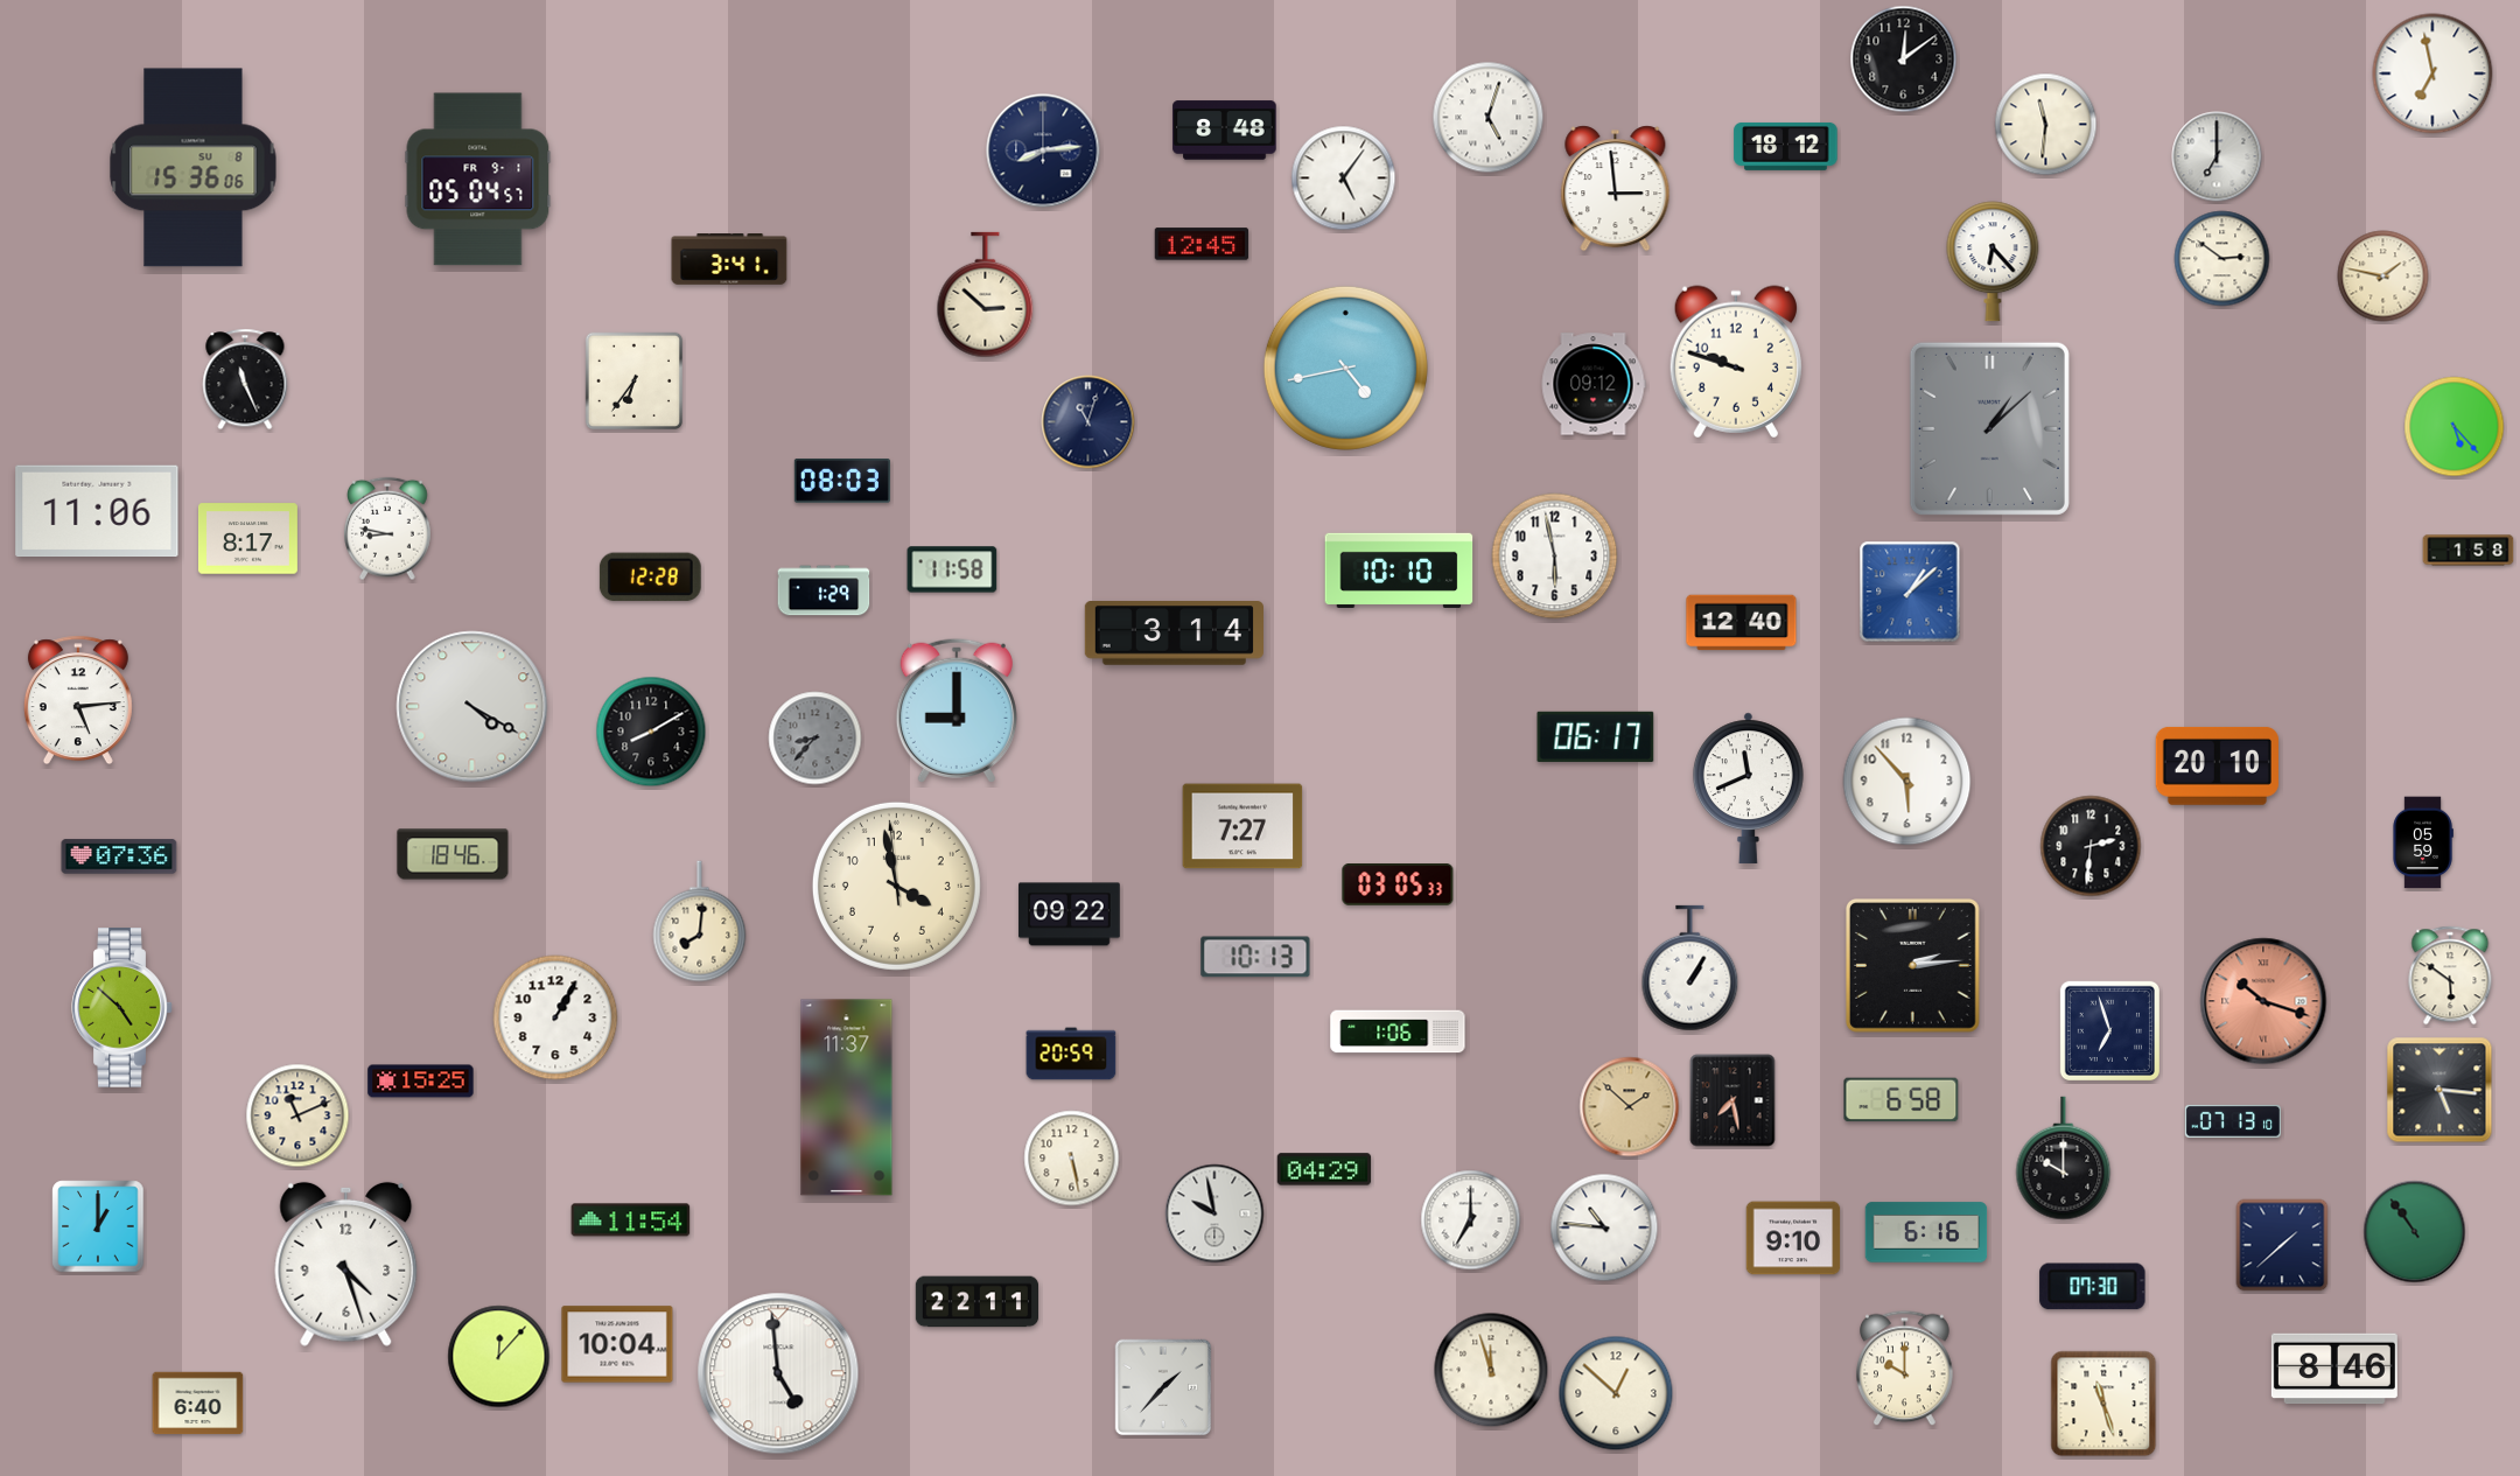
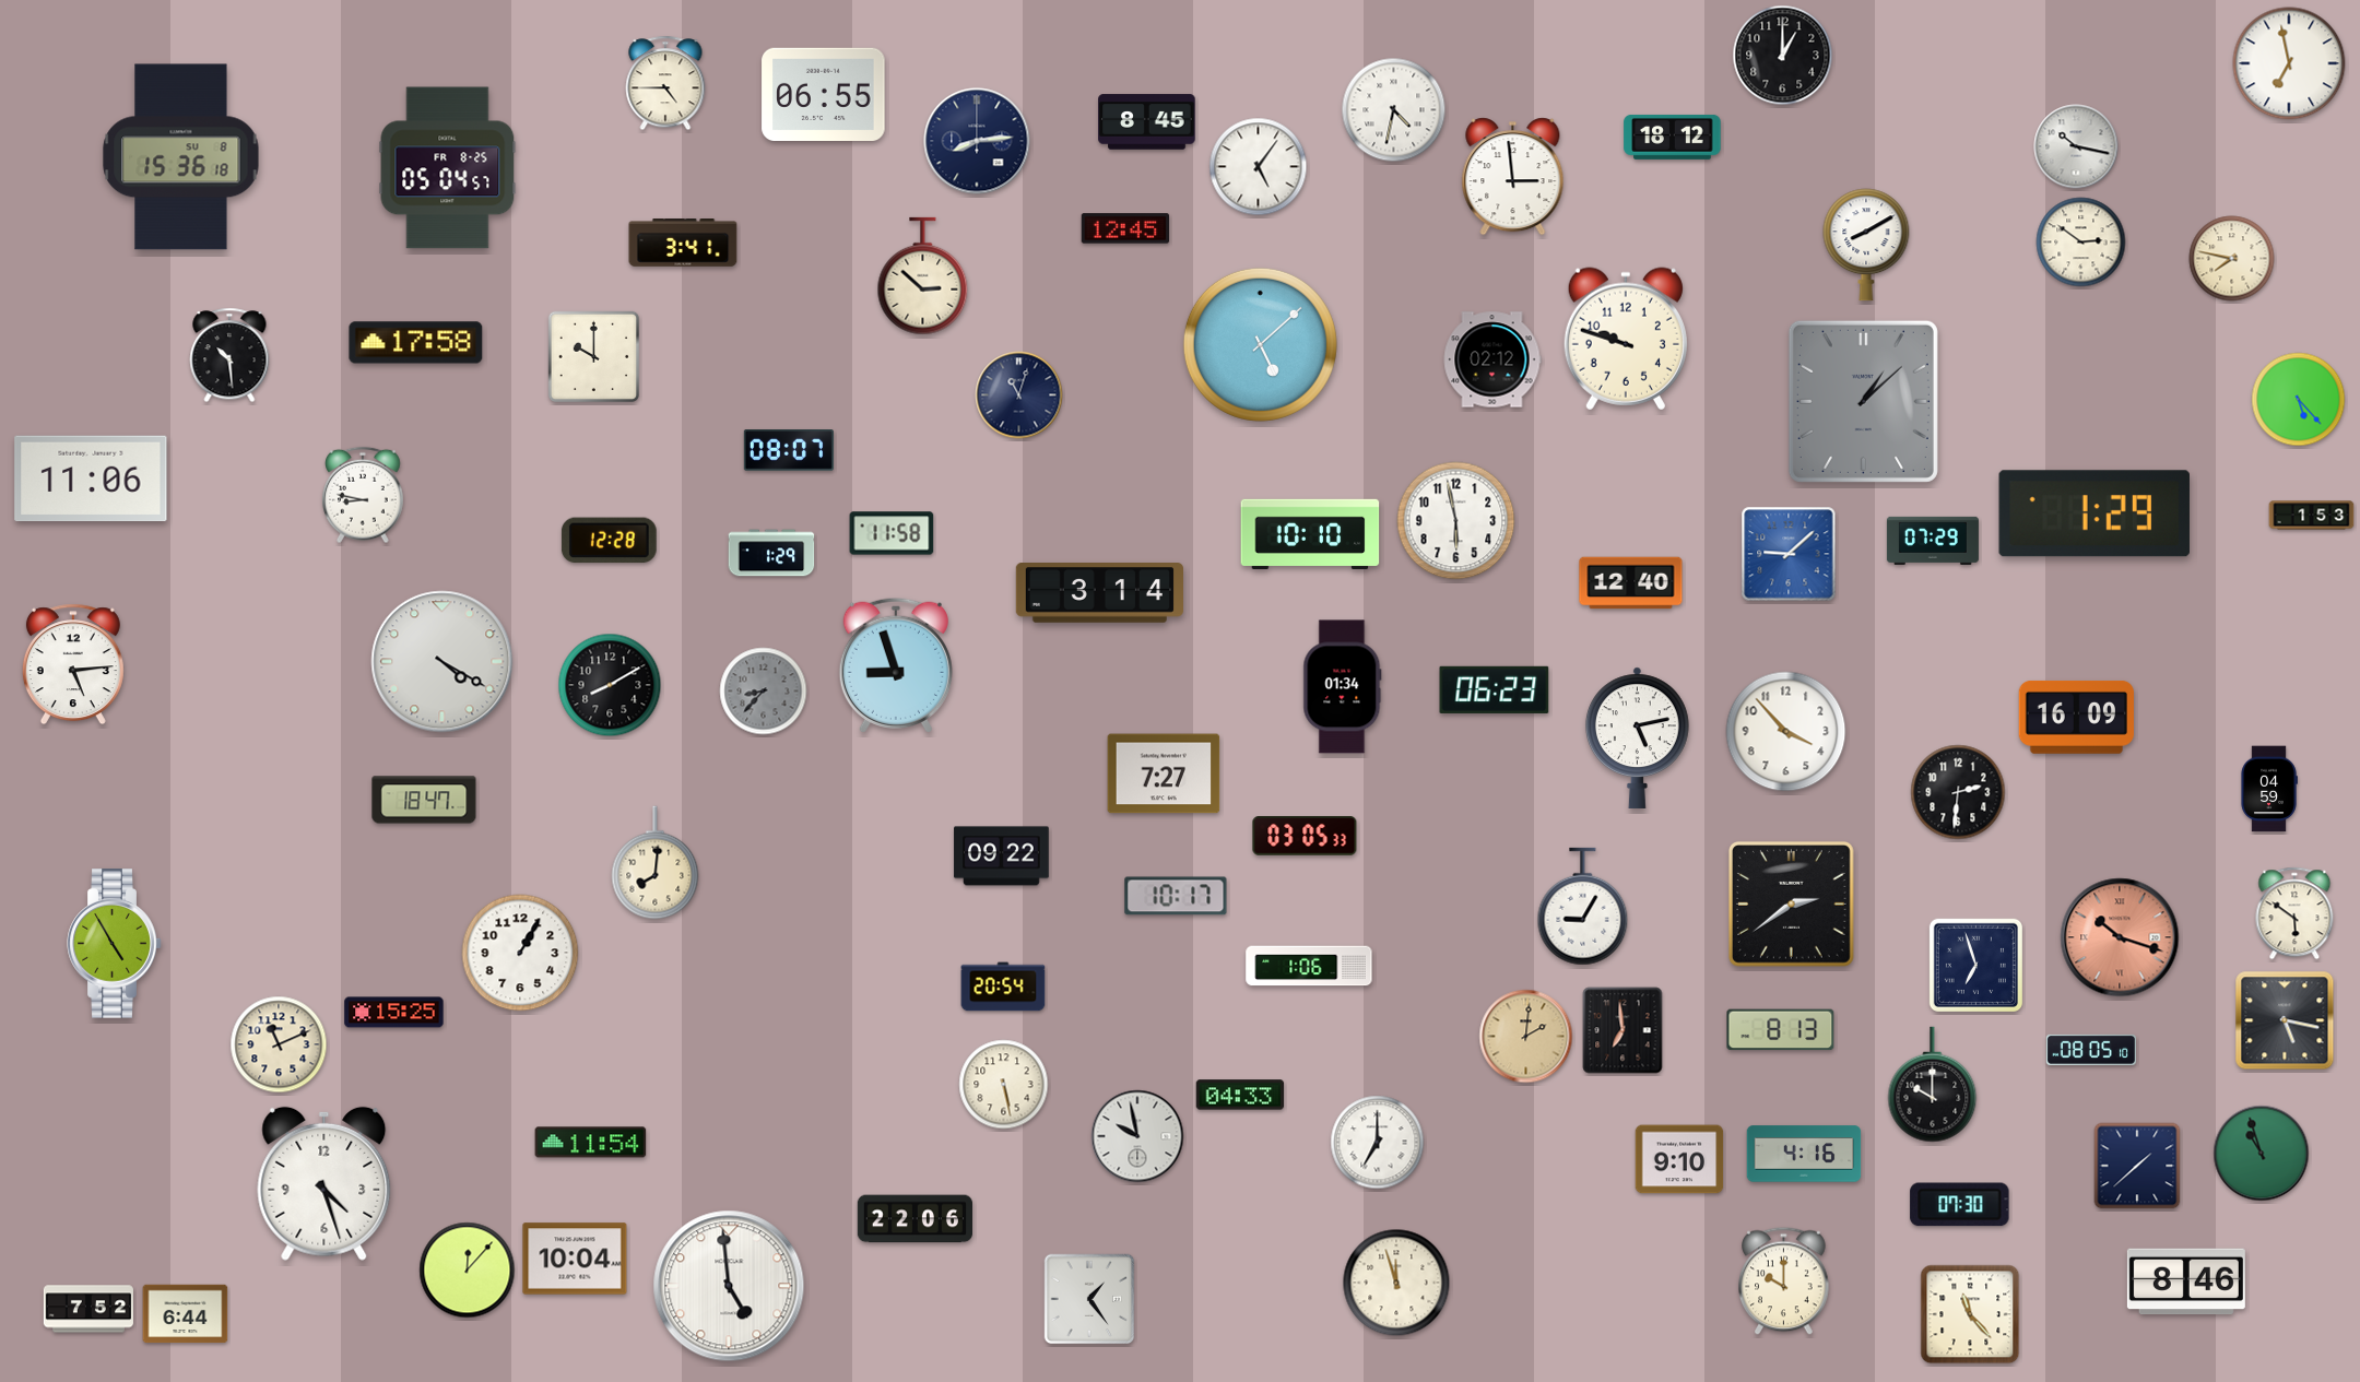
clock at (1904, 60): 12:09 -> 1:00
clock at (2432, 74) position: (2432, 74) -> (2289, 63)
clock at (665, 83): none -> 4:45
clock at (824, 94): none -> 06:55
clock at (1489, 118): 5:03 -> 4:32
clock at (2046, 125): 11:31 -> none
clock at (1225, 131): 8:48 -> 8:45
clock at (2217, 156): 7:00 -> 10:17
clock at (194, 168): 15:36:06 -> 15:36:18
clock at (478, 180) date: FR 9-1 -> FR 8-25
clock at (1993, 261): 6:23 -> 8:10
clock at (2383, 277): 1:47 -> 7:47
clock at (416, 343): none -> 17:58
clock at (1345, 368): 4:43 -> 5:08
clock at (245, 379): 11:26 -> 10:29
clock at (635, 382): 6:36 -> 10:00
clock at (1594, 384): 09:12 -> 02:12
clock at (842, 482): 08:03 -> 08:07
clock at (247, 539): 8:17 -> none
clock at (2094, 513): none -> 1:29
clock at (2469, 551): 1:58 -> 1:53
clock at (1933, 541): none -> 07:29
clock at (1910, 592): 1:08 -> 9:08
clock at (78, 700) position: (78, 700) -> (73, 664)
clock at (957, 711): 9:00 -> 8:57
clock at (1343, 687): none -> 01:34
clock at (1596, 736): 06:17 -> 06:23
clock at (2217, 765): 20:10 -> 16:09
clock at (1908, 782): 5:53 -> 3:53
clock at (1748, 788): 11:41 -> 5:13
clock at (2423, 842): 05:59 -> 04:59
clock at (453, 854): 18:46 -> 18:47
clock at (119, 856): 07:36 -> none
clock at (896, 886): 3:57 -> none
clock at (1398, 886) position: (1398, 886) -> (1305, 837)
clock at (1255, 957): 10:13 -> 10:17
clock at (1912, 965): 2:14 -> 2:39
clock at (1690, 968): 1:05 -> 9:05
clock at (123, 1008): 4:52 -> 4:55
clock at (1071, 1054): 20:59 -> 20:54
clock at (2439, 1090): 5:16 -> 5:17
clock at (847, 1098): 11:37 -> none
clock at (1732, 1100): 7:28 -> 6:59
clock at (1902, 1100): 6:58 -> 8:13
clock at (1630, 1107): 1:52 -> 2:01
clock at (2233, 1121): 07:13 -> 08:05
clock at (1324, 1169): 04:29 -> 04:33
clock at (98, 1226): 1:00 -> none
clock at (1604, 1227): 10:46 -> none
clock at (1926, 1232): 6:16 -> 4:16
clock at (2415, 1232): 10:54 -> 10:57
clock at (977, 1302): 22:11 -> 22:06
clock at (617, 1344) position: (617, 1344) -> (575, 1259)
clock at (1163, 1387): 1:37 -> 1:24
clock at (1616, 1393): 12:52 -> none
clock at (88, 1309): none -> 7:52
clock at (198, 1404): 6:40 -> 6:44
clock at (2103, 1404): 11:27 -> 11:23
